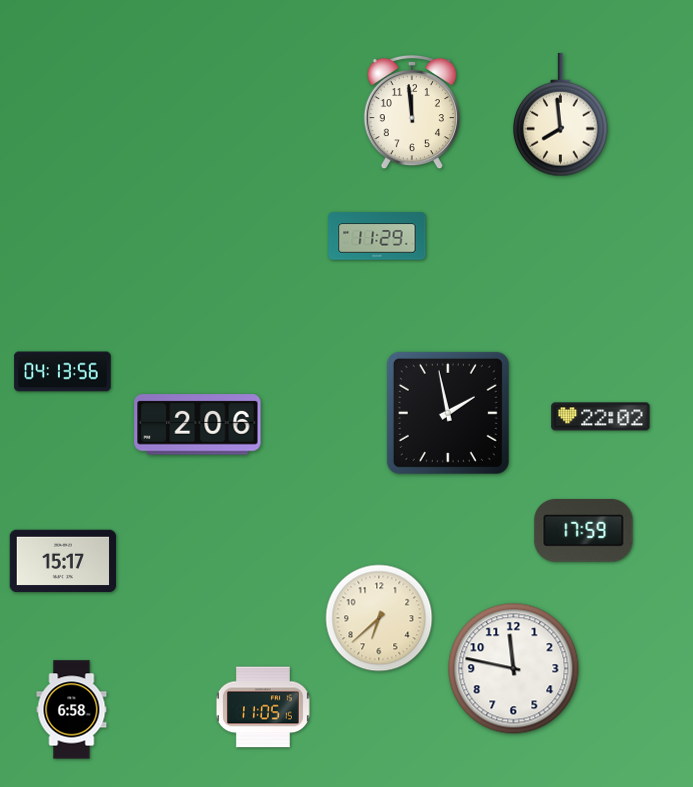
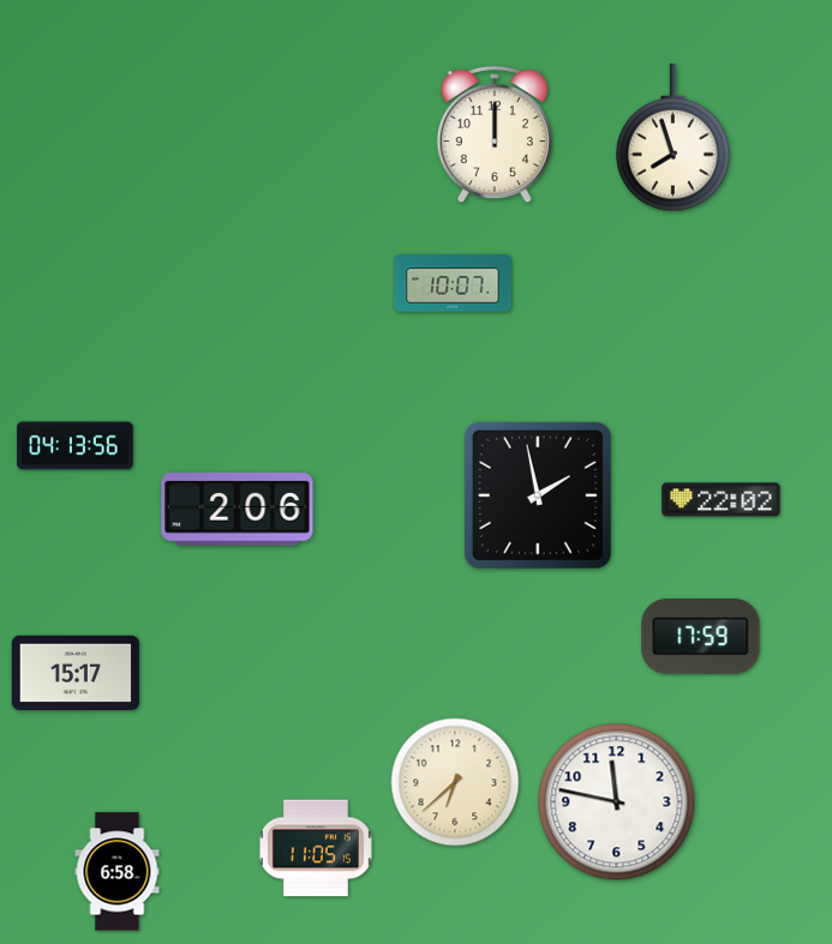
clock at (412, 112): 11:59 -> 12:00
clock at (561, 115): 7:59 -> 7:57
clock at (377, 236): 11:29 -> 10:07
clock at (379, 618) position: (379, 618) -> (455, 782)
clock at (72, 710) position: (72, 710) -> (118, 872)
